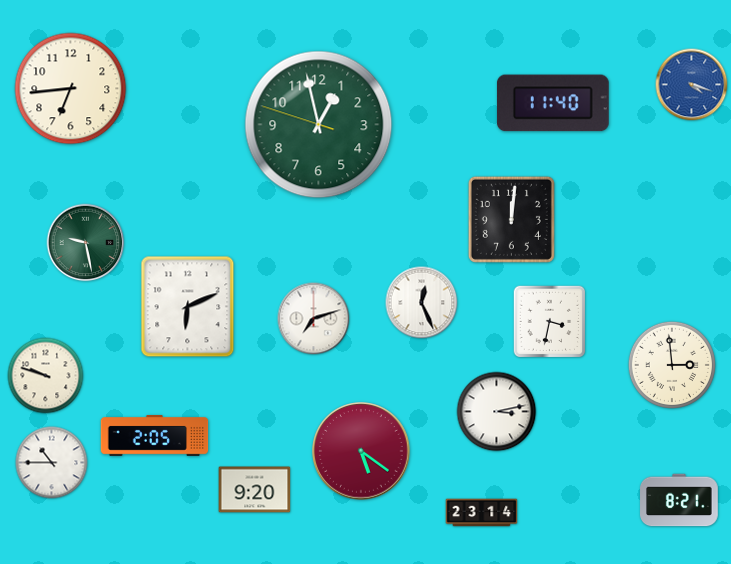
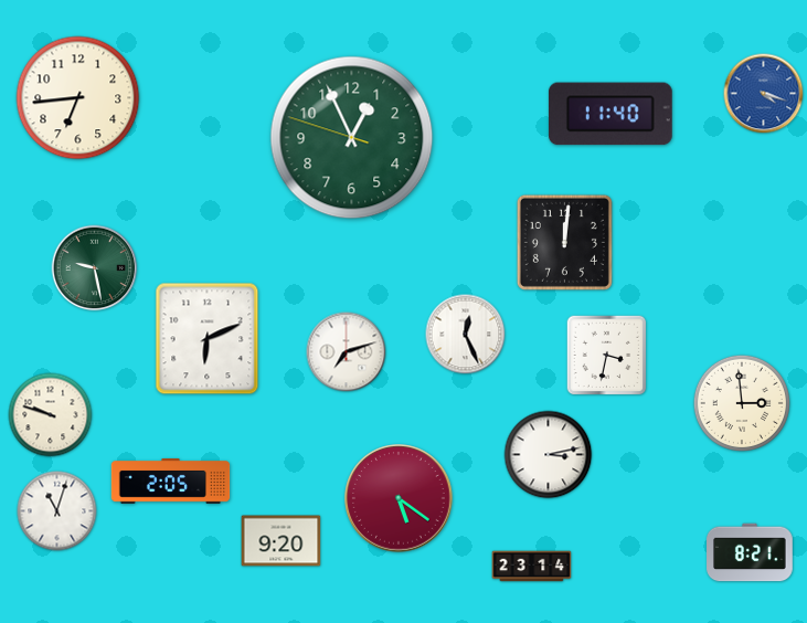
clock at (319, 125): 12:57 -> 12:55
clock at (52, 463): 10:45 -> 11:03
